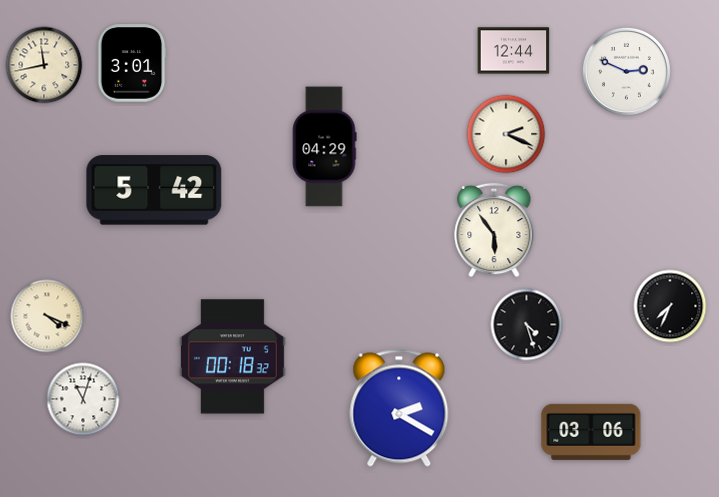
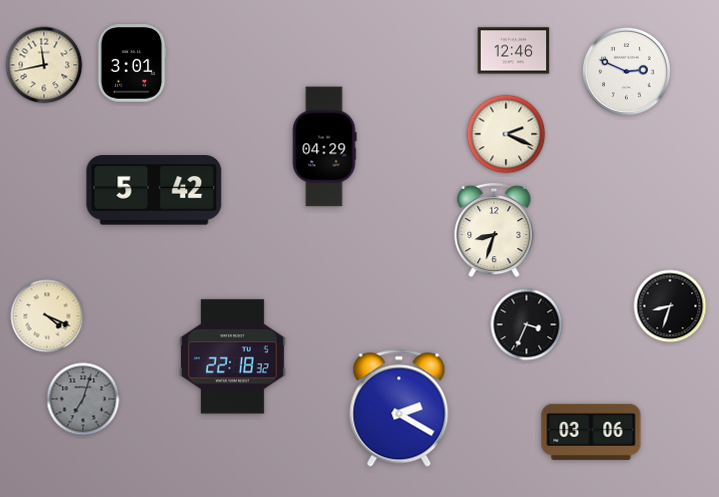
clock at (514, 51): 12:44 -> 12:46
clock at (494, 230): 5:54 -> 8:33
clock at (670, 306): 7:34 -> 8:33
clock at (527, 325): 4:27 -> 3:34
clock at (232, 357): 00:18 -> 22:18
clock at (83, 399): 11:03 -> 7:03
clock at (83, 399) dial: white -> grey
